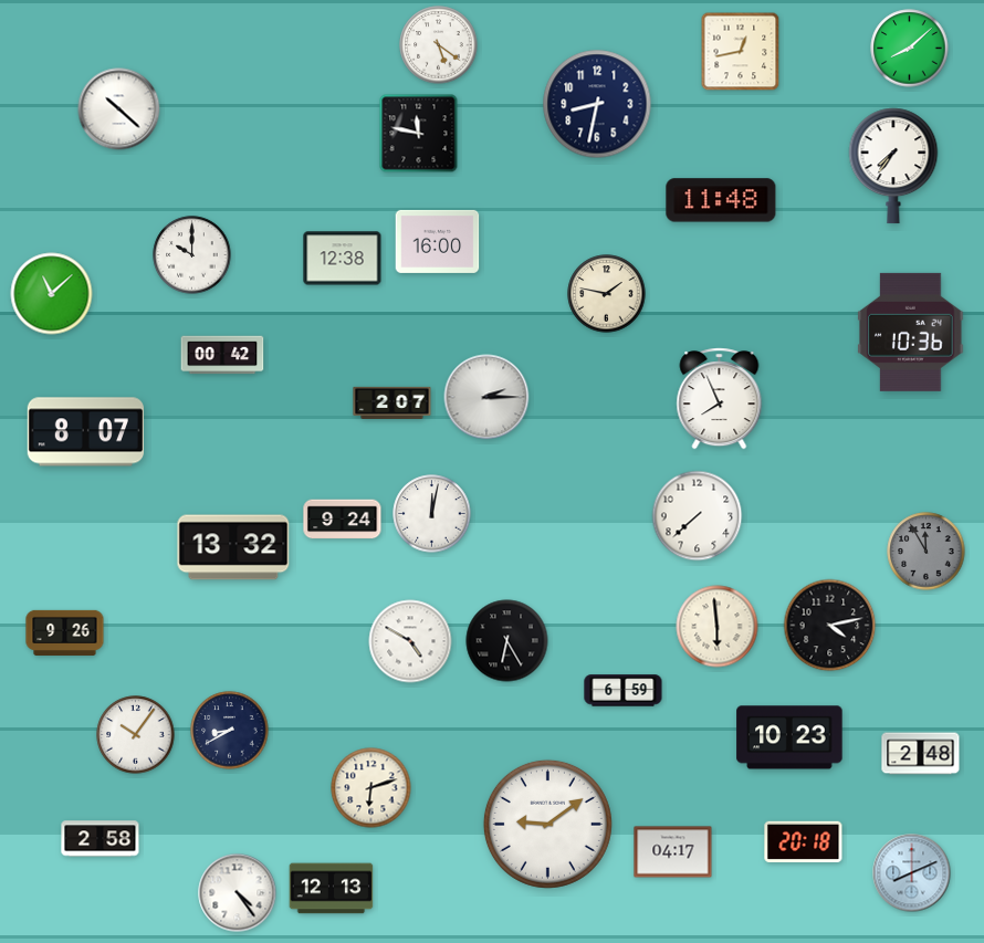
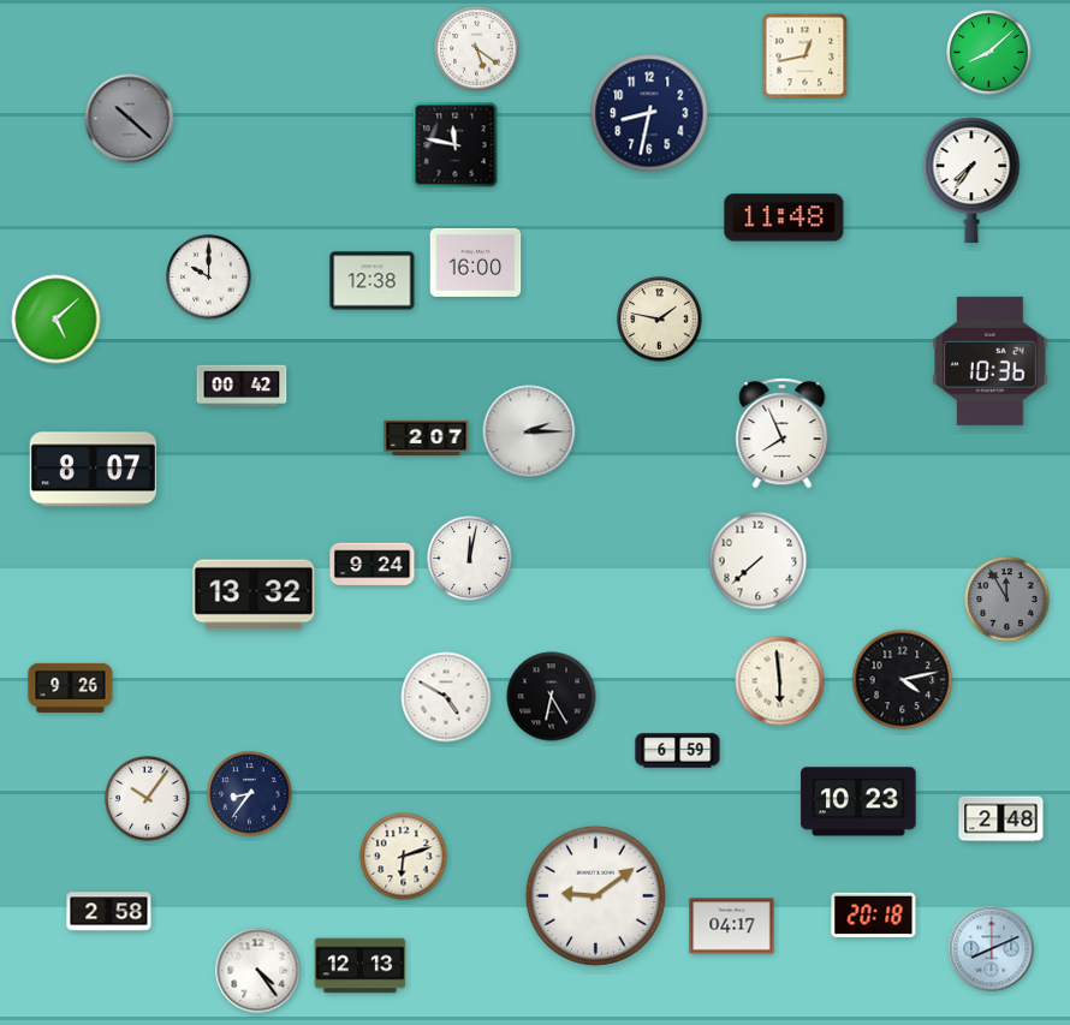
clock at (119, 109) dial: white -> grey
clock at (52, 294): 11:08 -> 5:08
clock at (230, 731): 8:40 -> 8:36
